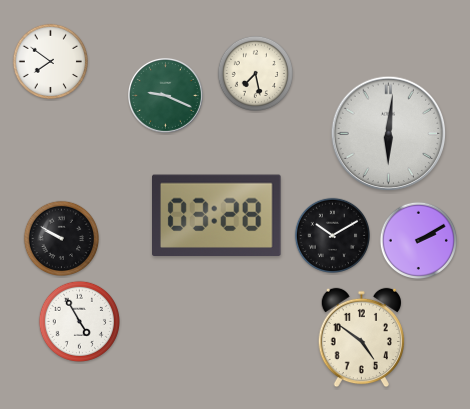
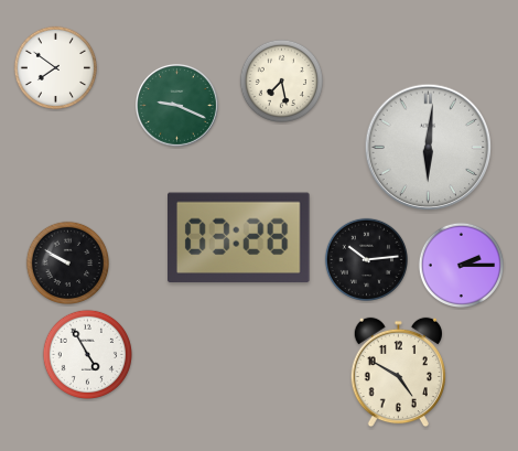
clock at (166, 96) position: (166, 96) -> (177, 106)
clock at (332, 235): 10:10 -> 10:14
clock at (418, 240): 2:10 -> 2:15
clock at (361, 338): 4:51 -> 4:50
